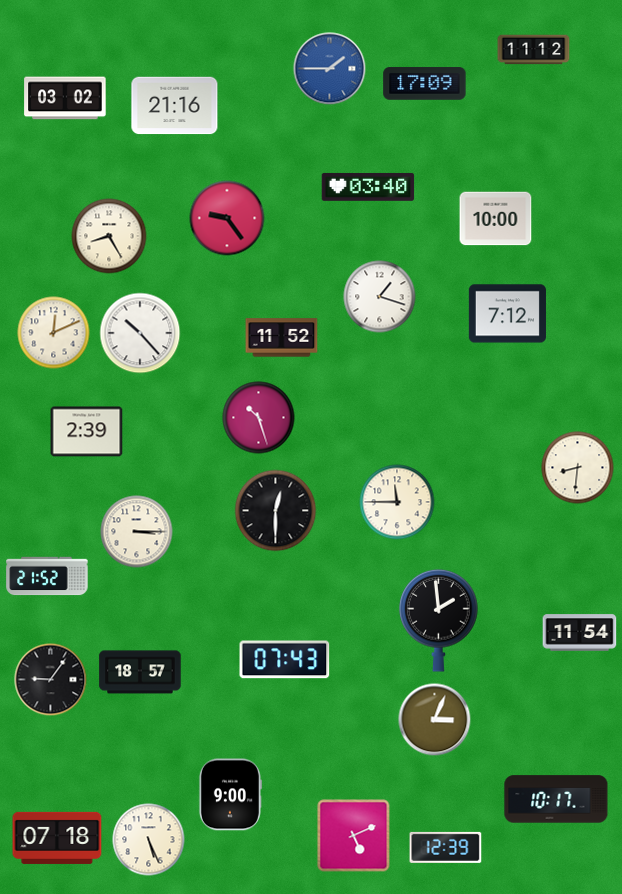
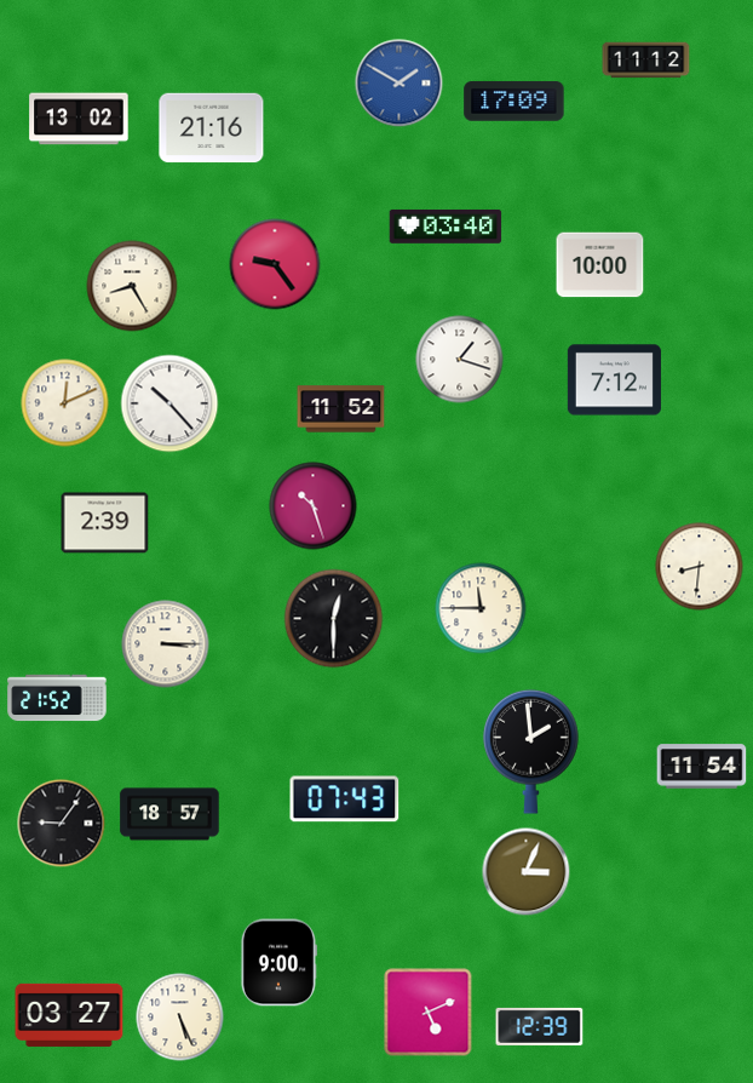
clock at (330, 69): 1:45 -> 1:50
clock at (65, 98): 03:02 -> 13:02
clock at (556, 799): 10:17 -> none
clock at (57, 838): 07:18 -> 03:27
